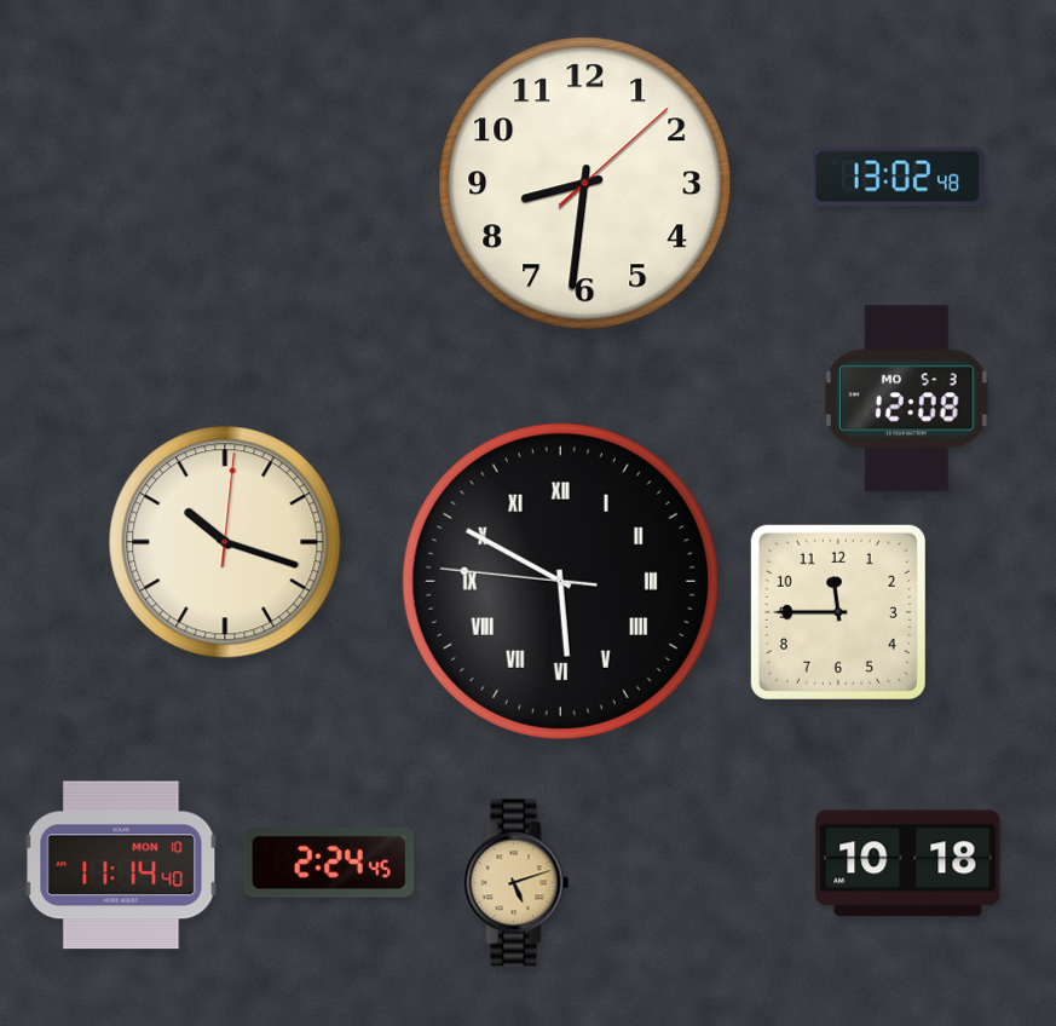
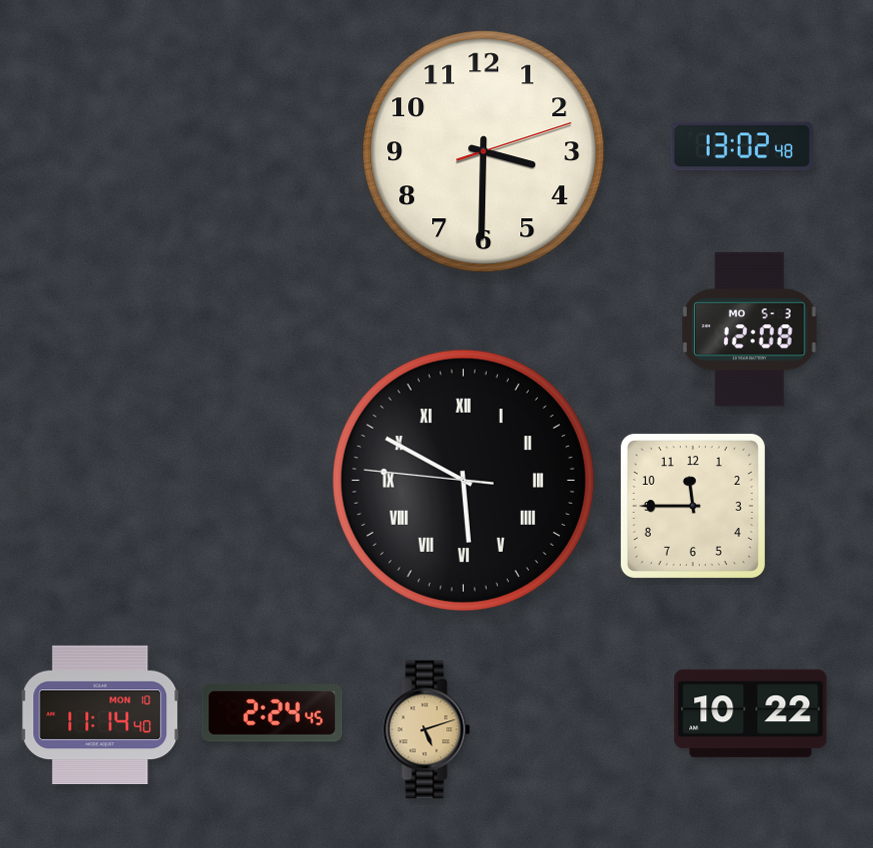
clock at (585, 184): 8:31 -> 3:30
clock at (225, 542): 10:18 -> none
clock at (908, 864): 10:18 -> 10:22
